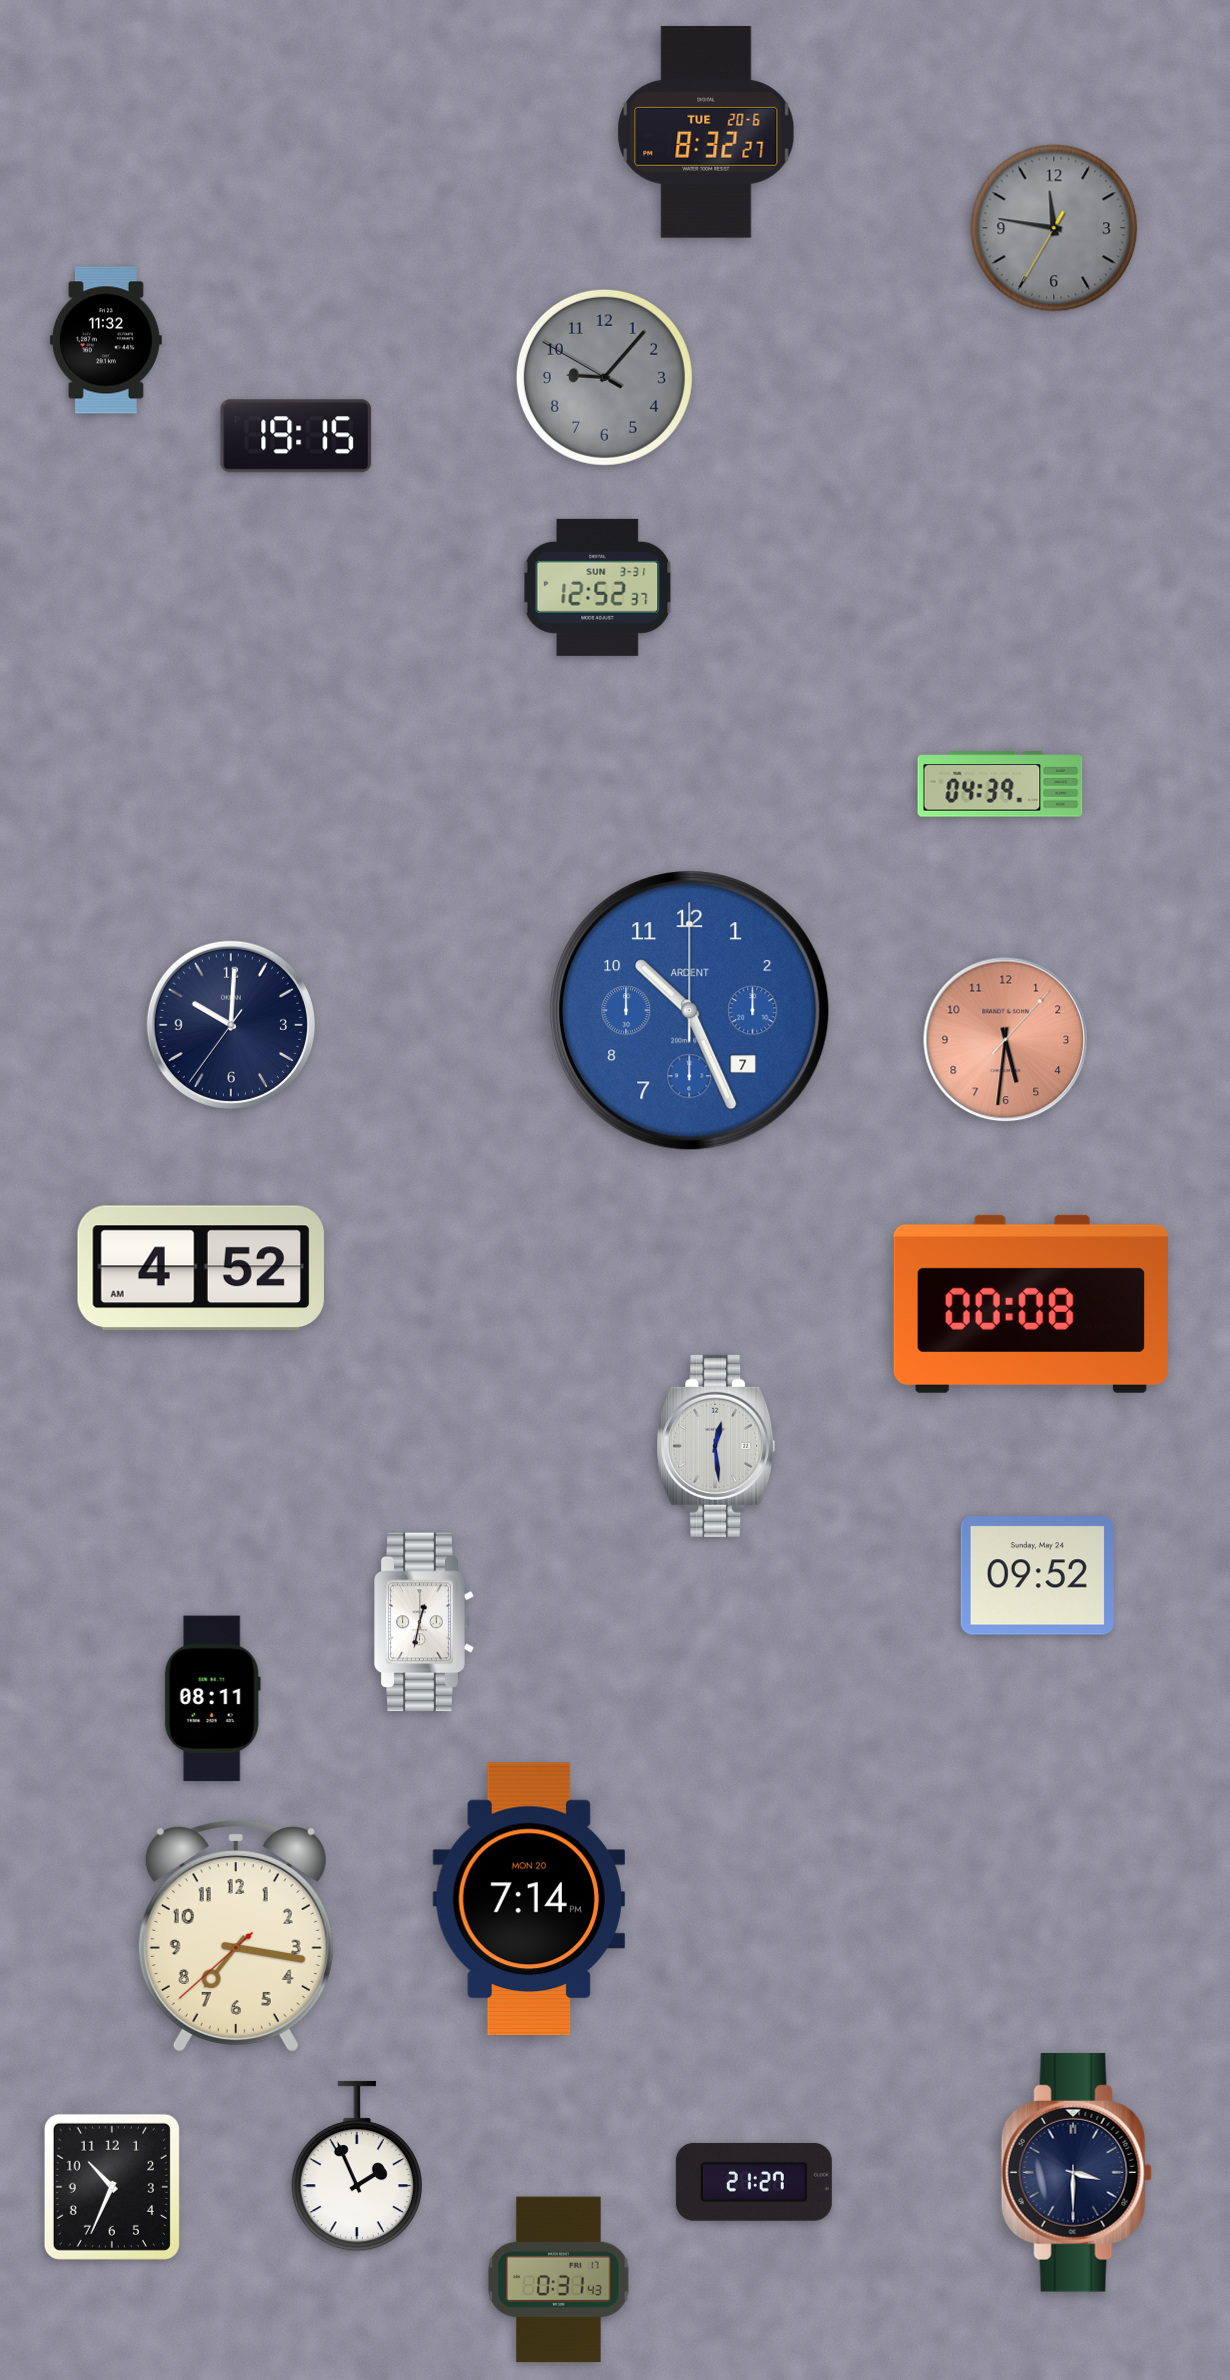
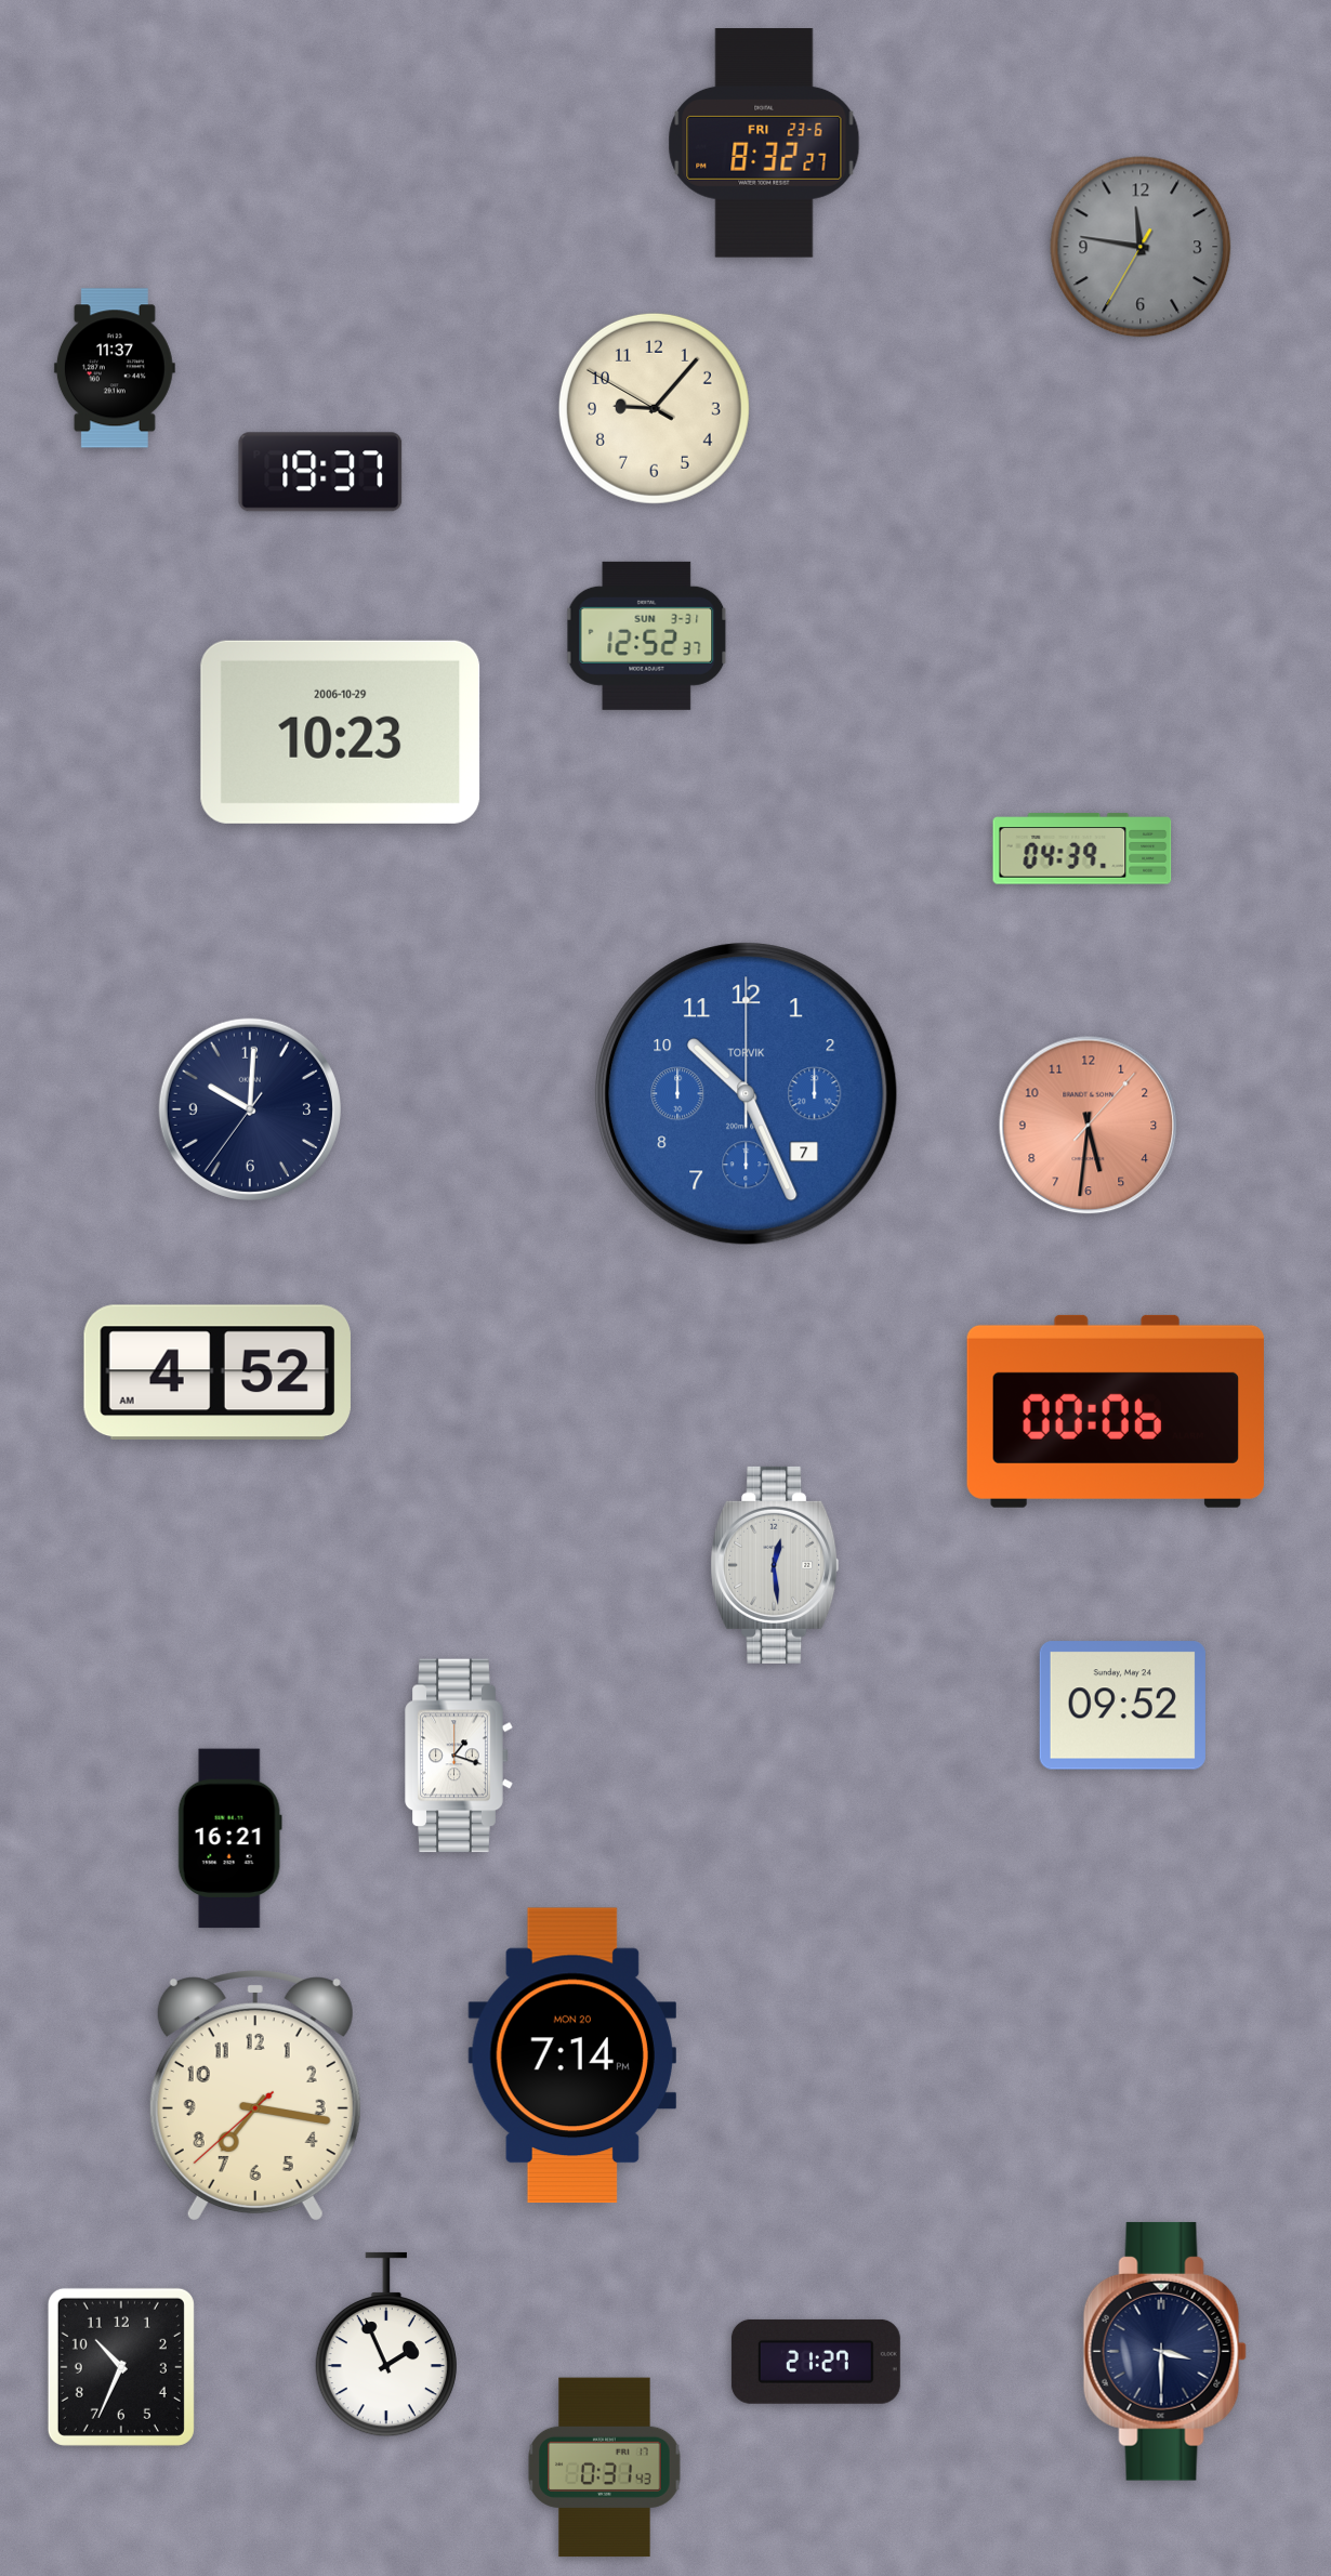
clock at (706, 133) date: TUE 20-6 -> FRI 23-6
clock at (106, 340): 11:32 -> 11:37
clock at (604, 377) dial: grey -> cream
clock at (296, 436): 19:15 -> 19:37
clock at (341, 732): none -> 10:23
clock at (690, 1011) brand: ARDENT -> TORVIK
clock at (1031, 1304): 00:08 -> 00:06
clock at (424, 1622): 12:32 -> 1:18
clock at (212, 1699): 08:11 -> 16:21
